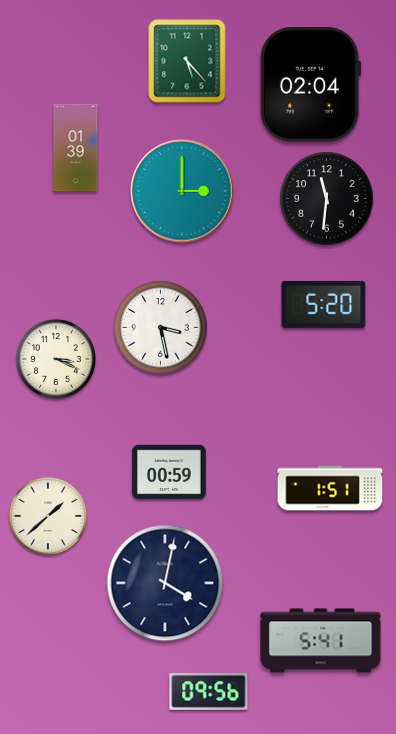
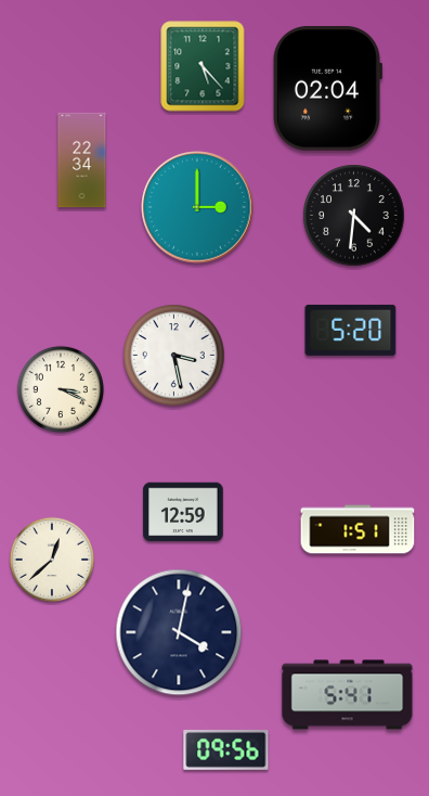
clock at (311, 85) position: (311, 85) -> (328, 89)
clock at (76, 148): 01:39 -> 22:34
clock at (327, 199): 11:31 -> 4:31
clock at (169, 472): 00:59 -> 12:59
clock at (47, 515): 1:38 -> 12:38
